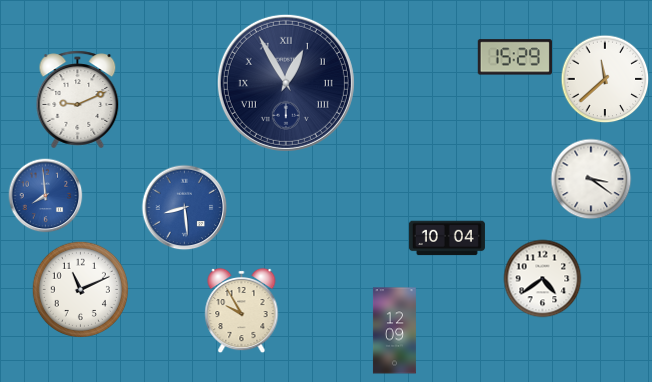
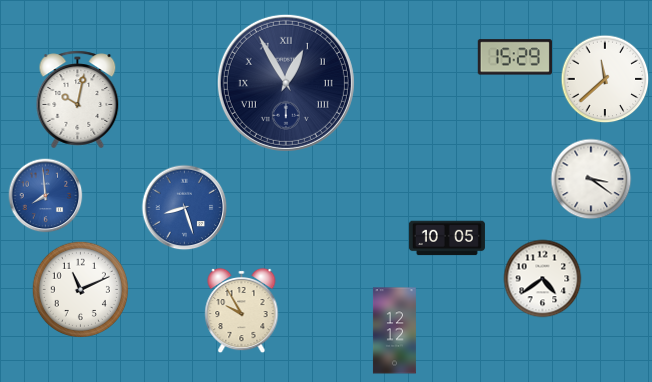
clock at (78, 100): 9:11 -> 10:02
clock at (185, 208): 8:29 -> 8:27
clock at (447, 238): 10:04 -> 10:05
clock at (394, 331): 12:09 -> 12:12
